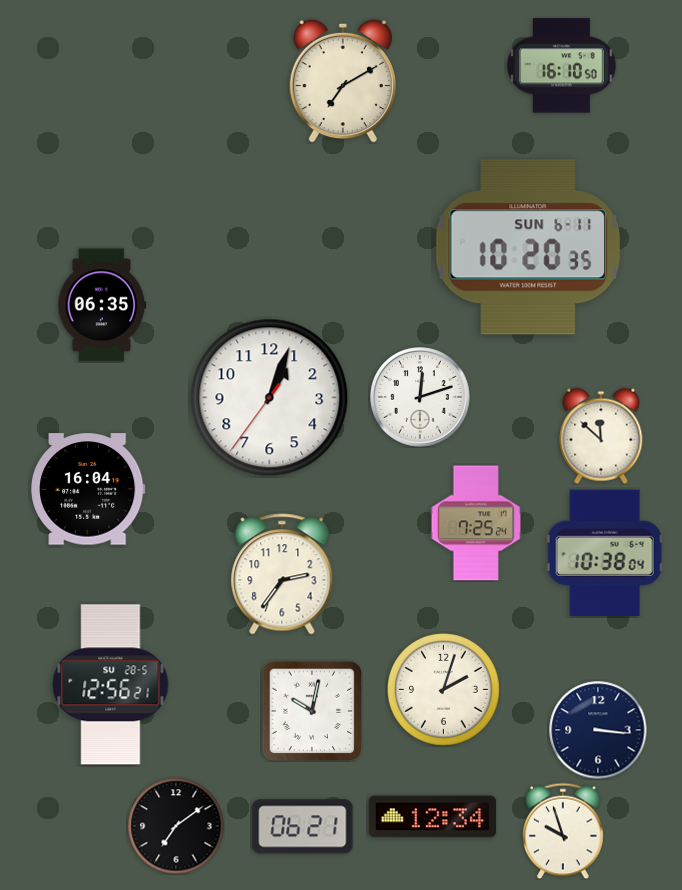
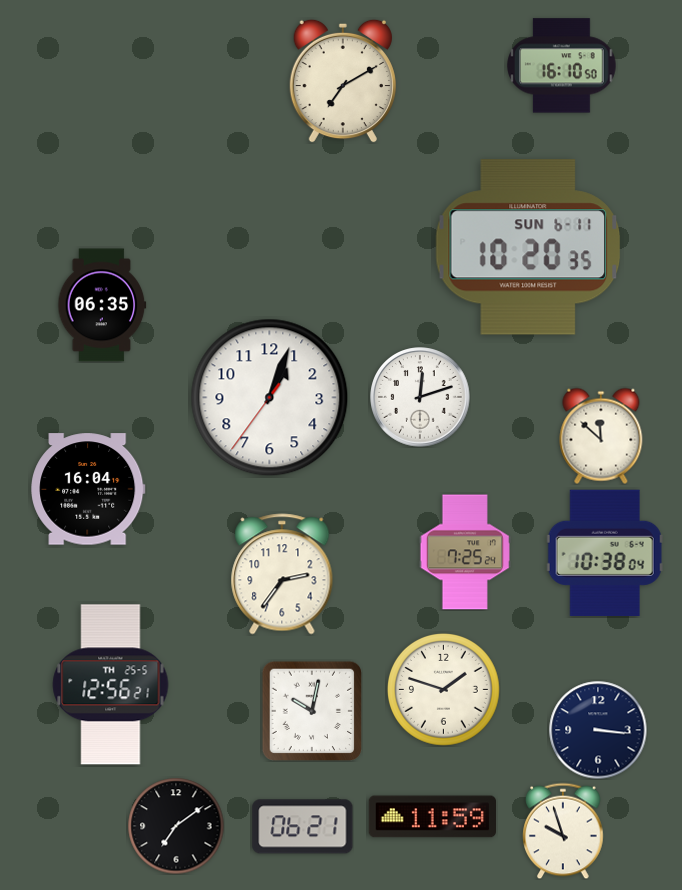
clock at (476, 523) position: (476, 523) -> (465, 552)
clock at (111, 685) date: SU 28-5 -> TH 25-5
clock at (443, 689): 2:03 -> 1:48
clock at (432, 817): 12:34 -> 11:59
